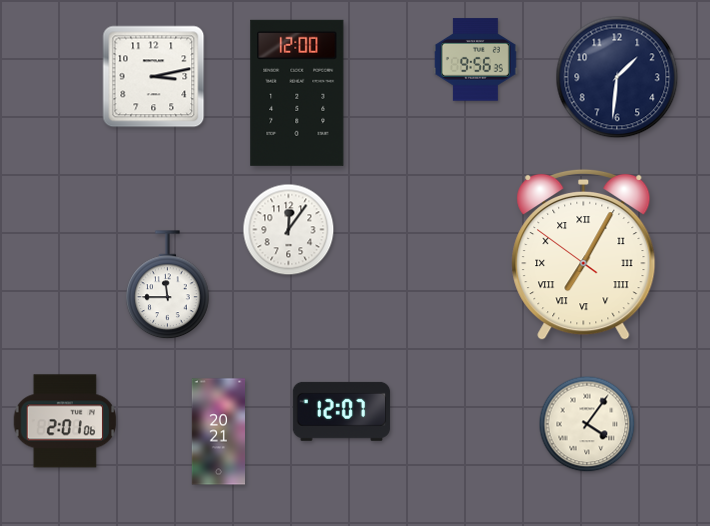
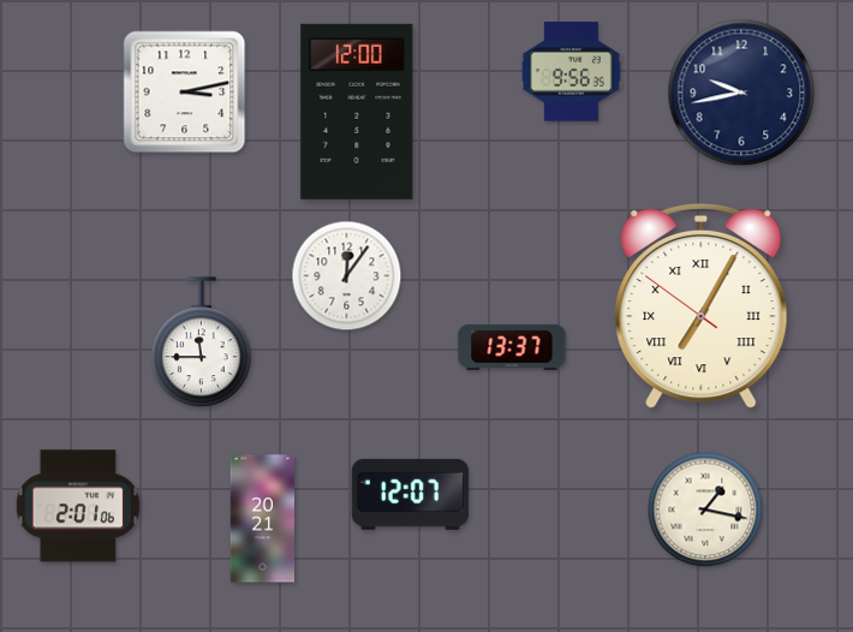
clock at (617, 77): 1:31 -> 9:43
clock at (512, 347): none -> 13:37
clock at (587, 424): 4:06 -> 1:17
